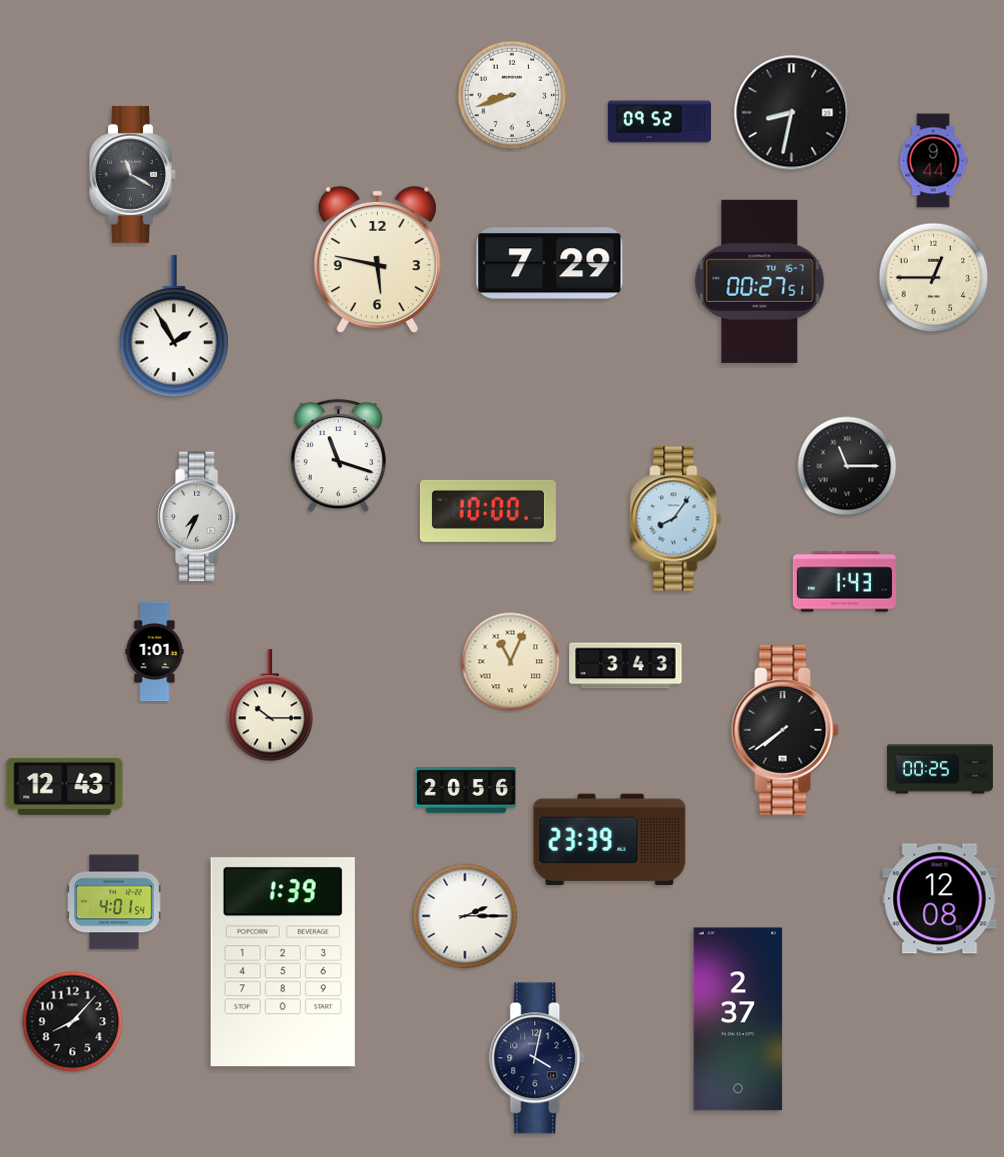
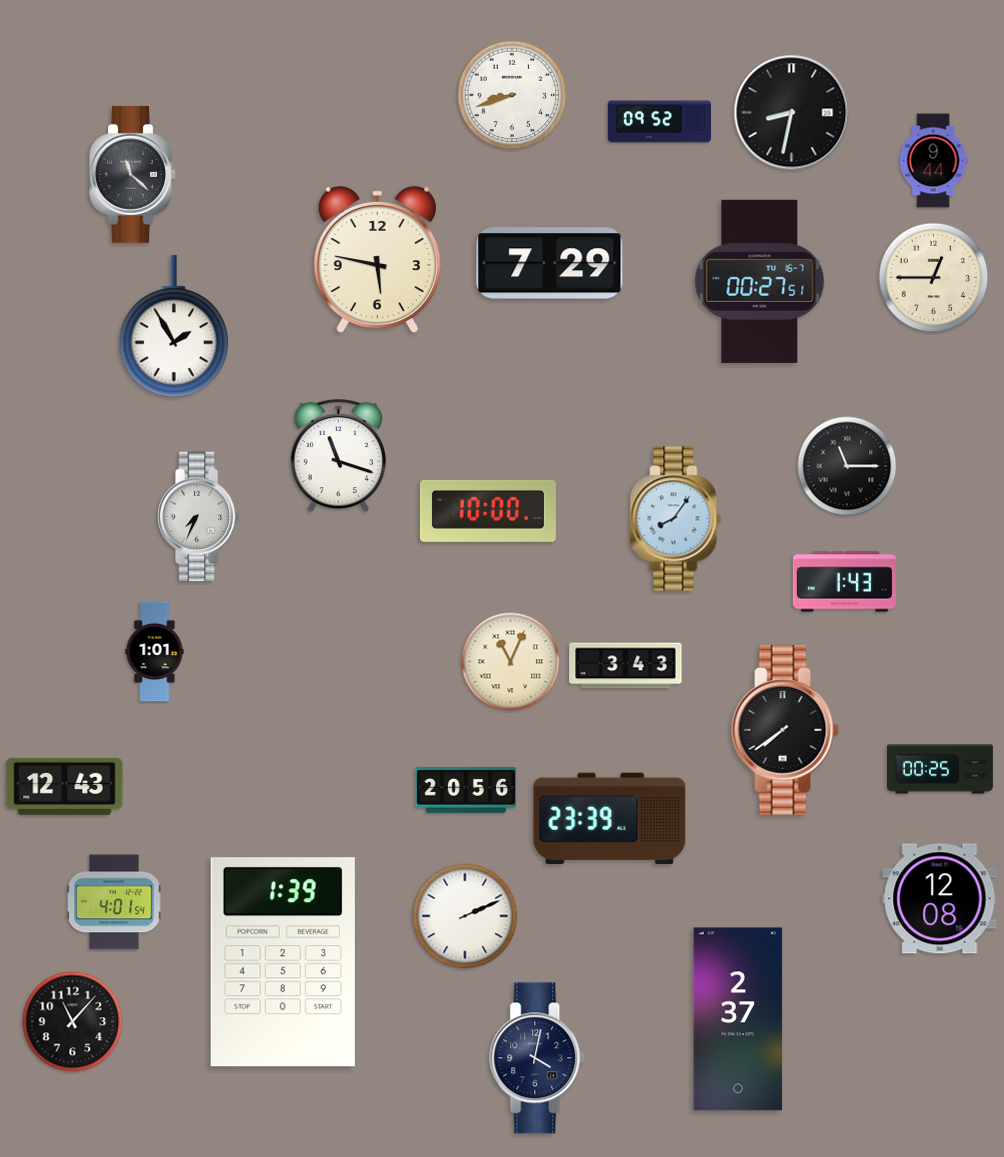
clock at (133, 174): 11:20 -> 11:22
clock at (270, 706): 10:15 -> none
clock at (610, 840) position: (610, 840) -> (610, 819)
clock at (465, 916): 2:15 -> 2:11
clock at (73, 1022): 8:07 -> 11:07
